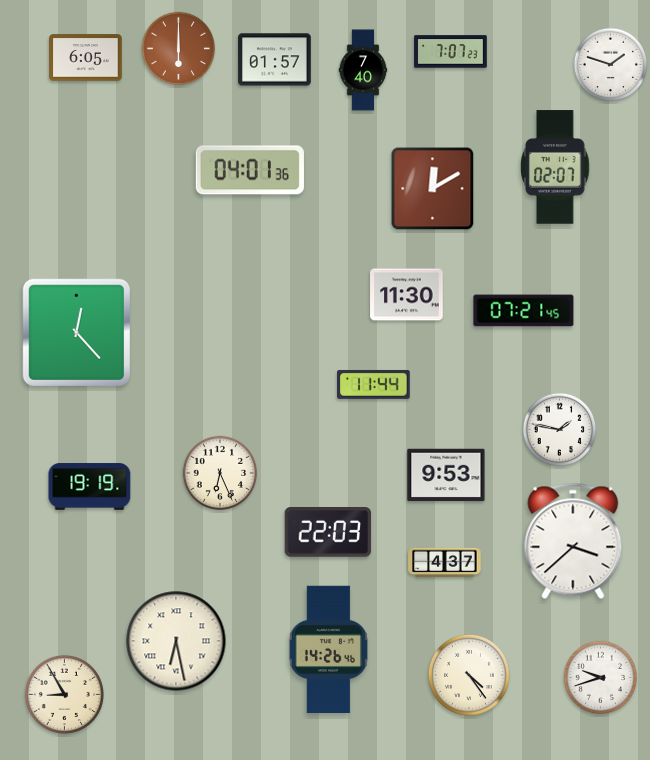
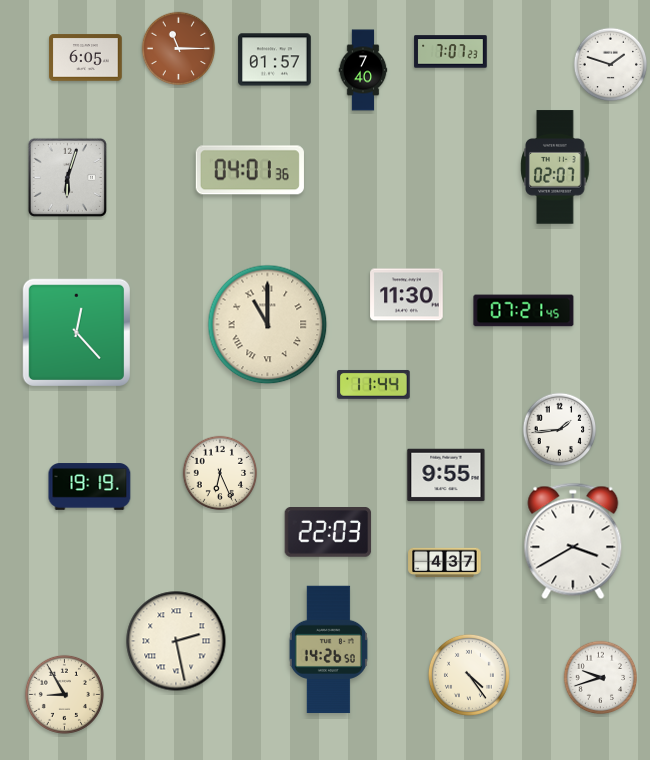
clock at (179, 49): 6:00 -> 11:15
clock at (67, 177): none -> 6:03
clock at (433, 189): 12:10 -> none
clock at (268, 325): none -> 11:00
clock at (560, 430): 1:47 -> 1:44
clock at (446, 475): 9:53 -> 9:55
clock at (573, 541): 3:38 -> 3:40
clock at (176, 641): 6:28 -> 2:28
clock at (328, 650): 14:26:46 -> 14:26:50
